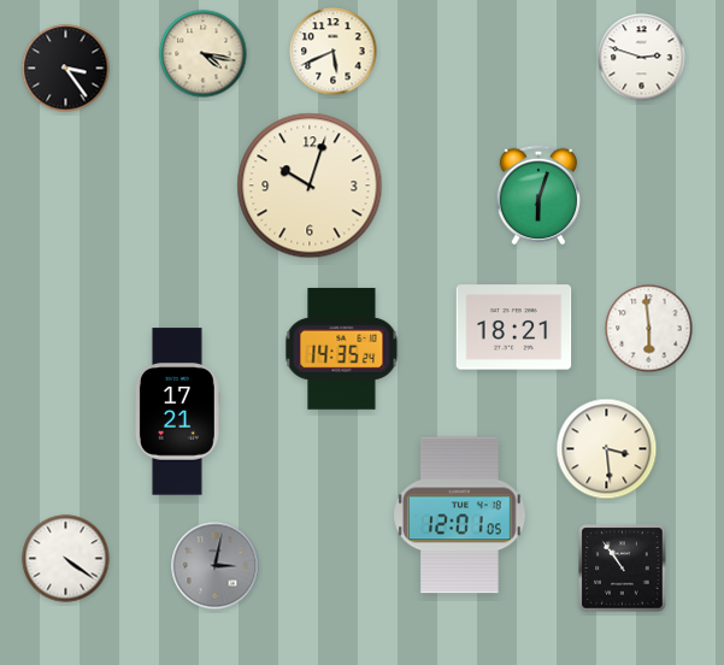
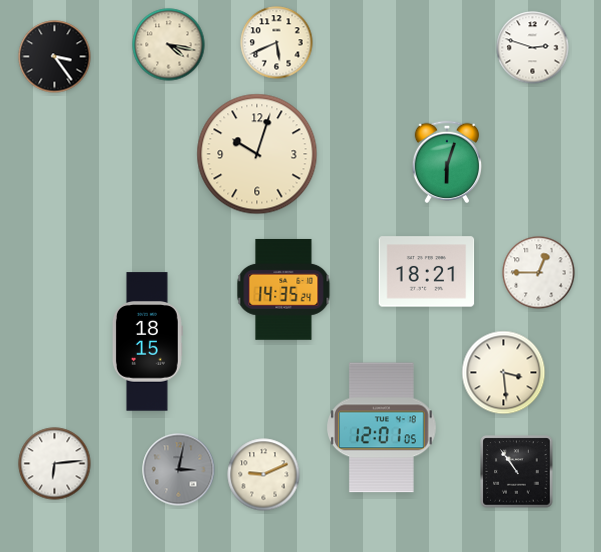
clock at (649, 329): 5:59 -> 12:45
clock at (177, 412): 17:21 -> 18:15
clock at (66, 559): 4:21 -> 6:14
clock at (264, 475): none -> 9:11
